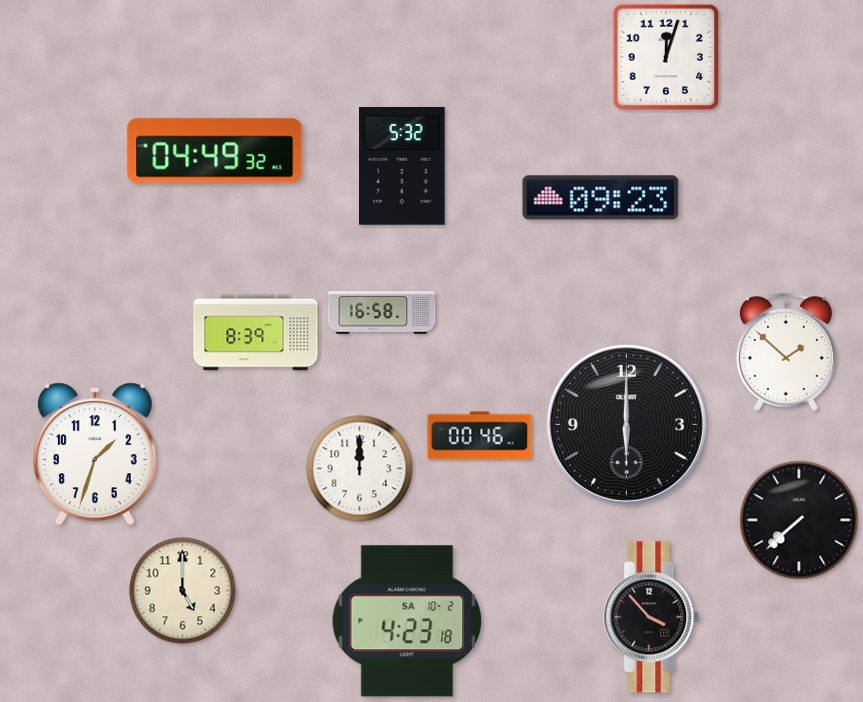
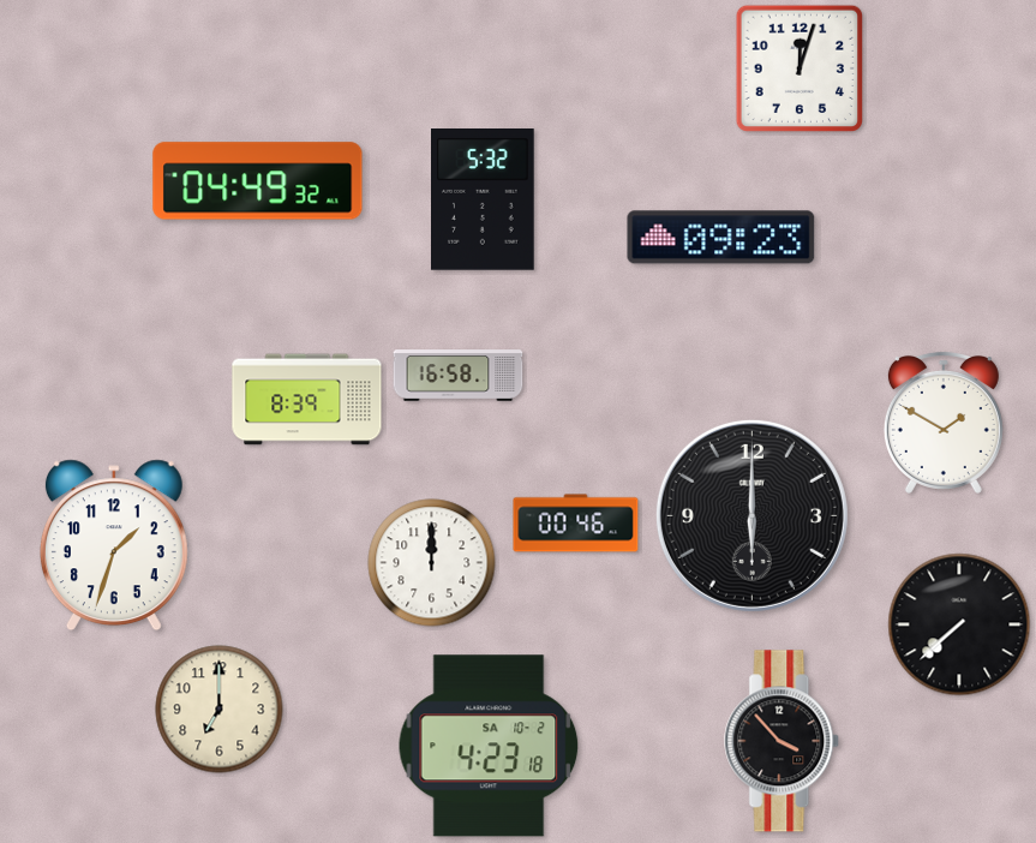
clock at (786, 352): 1:52 -> 1:50
clock at (626, 424) position: (626, 424) -> (751, 515)
clock at (183, 591): 5:00 -> 7:00
